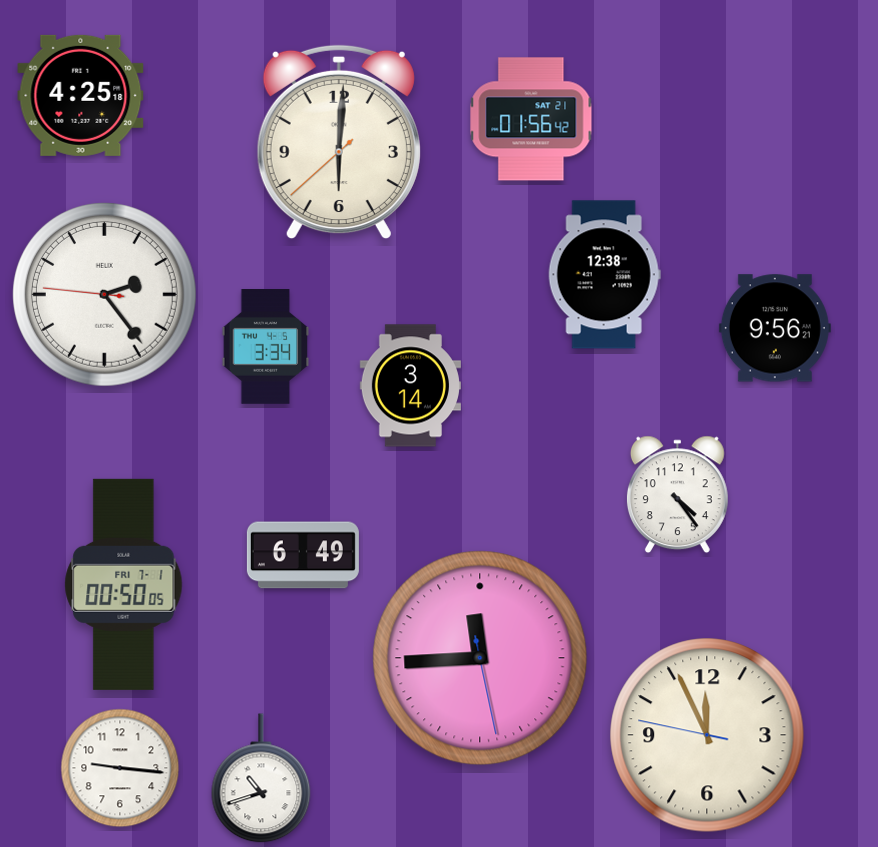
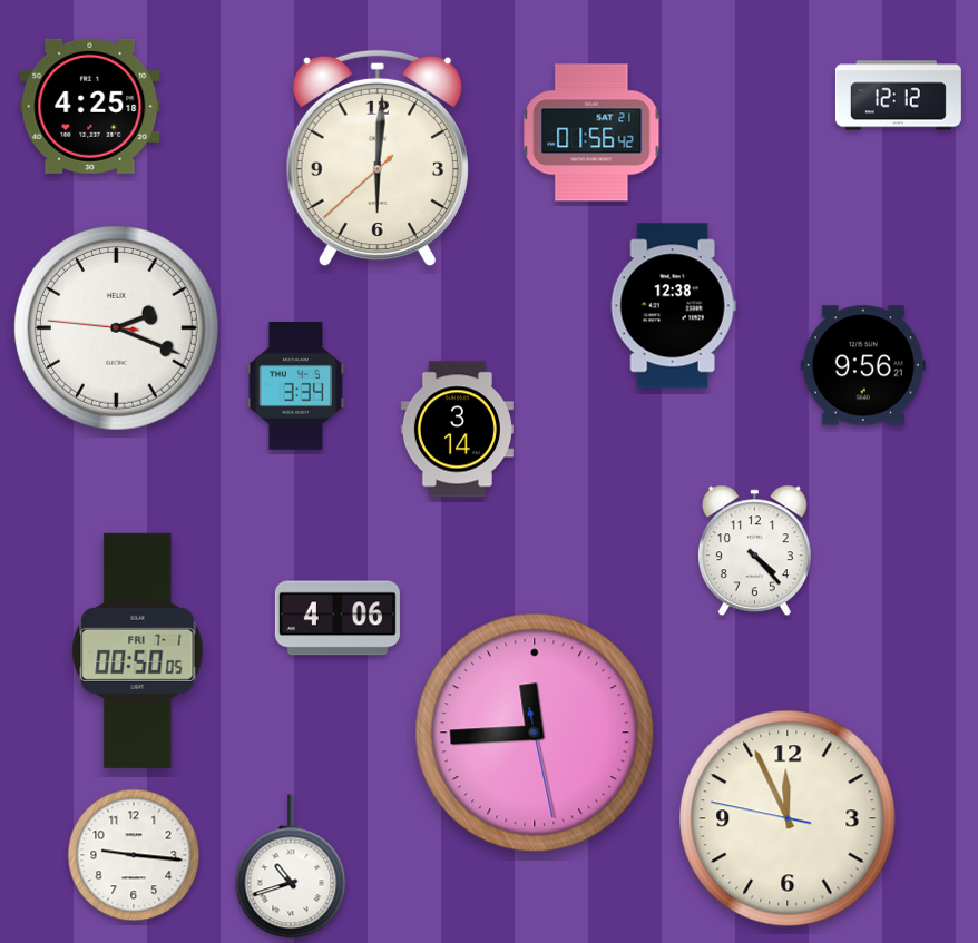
clock at (898, 96): none -> 12:12
clock at (104, 294): 2:23 -> 2:18
clock at (677, 495): 4:24 -> 4:23
clock at (303, 555): 6:49 -> 4:06
